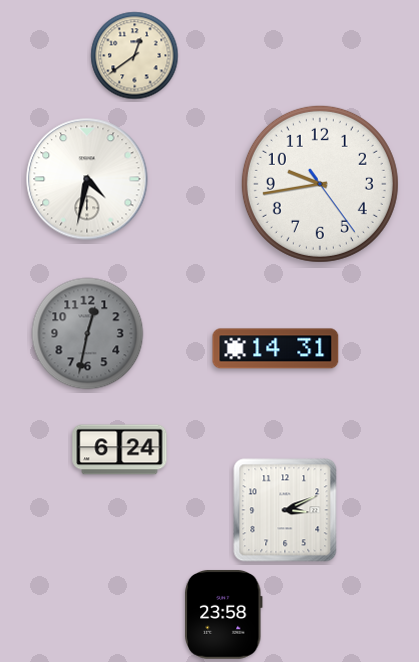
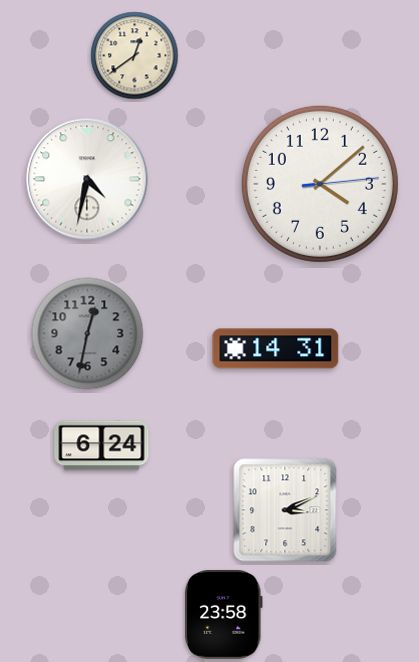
clock at (320, 184): 9:43 -> 4:08
clock at (120, 450) position: (120, 450) -> (102, 446)
